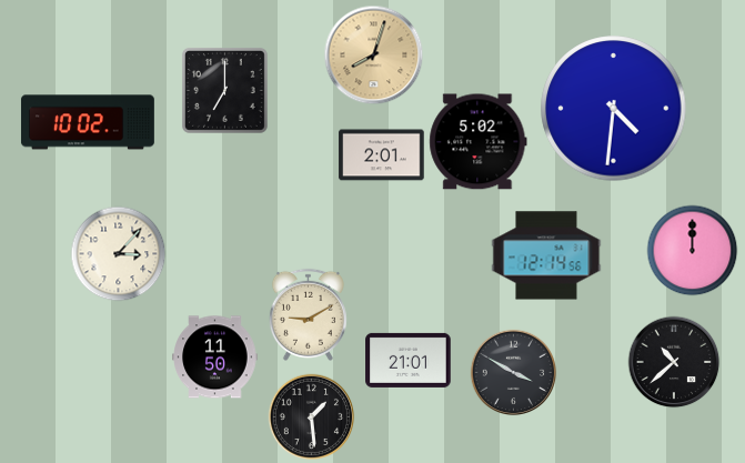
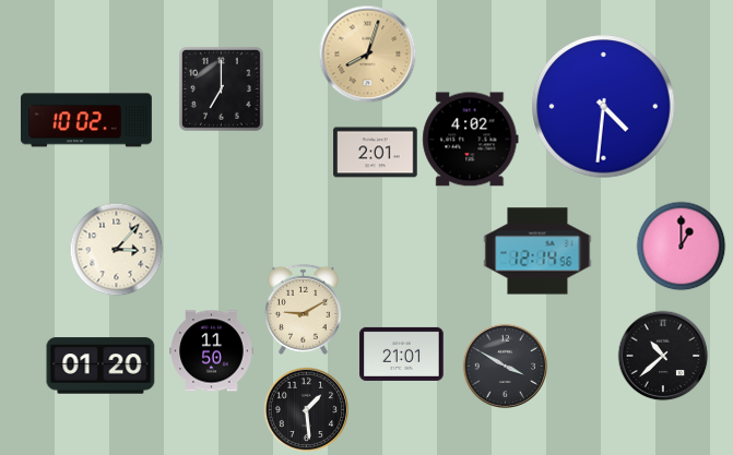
clock at (479, 142): 5:02 -> 4:02
clock at (692, 250): 12:00 -> 1:00
clock at (101, 366): none -> 01:20
